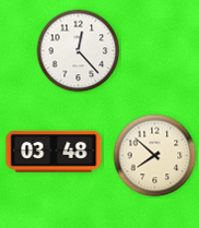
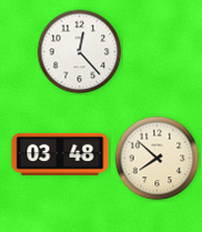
clock at (54, 152) position: (54, 152) -> (60, 154)
